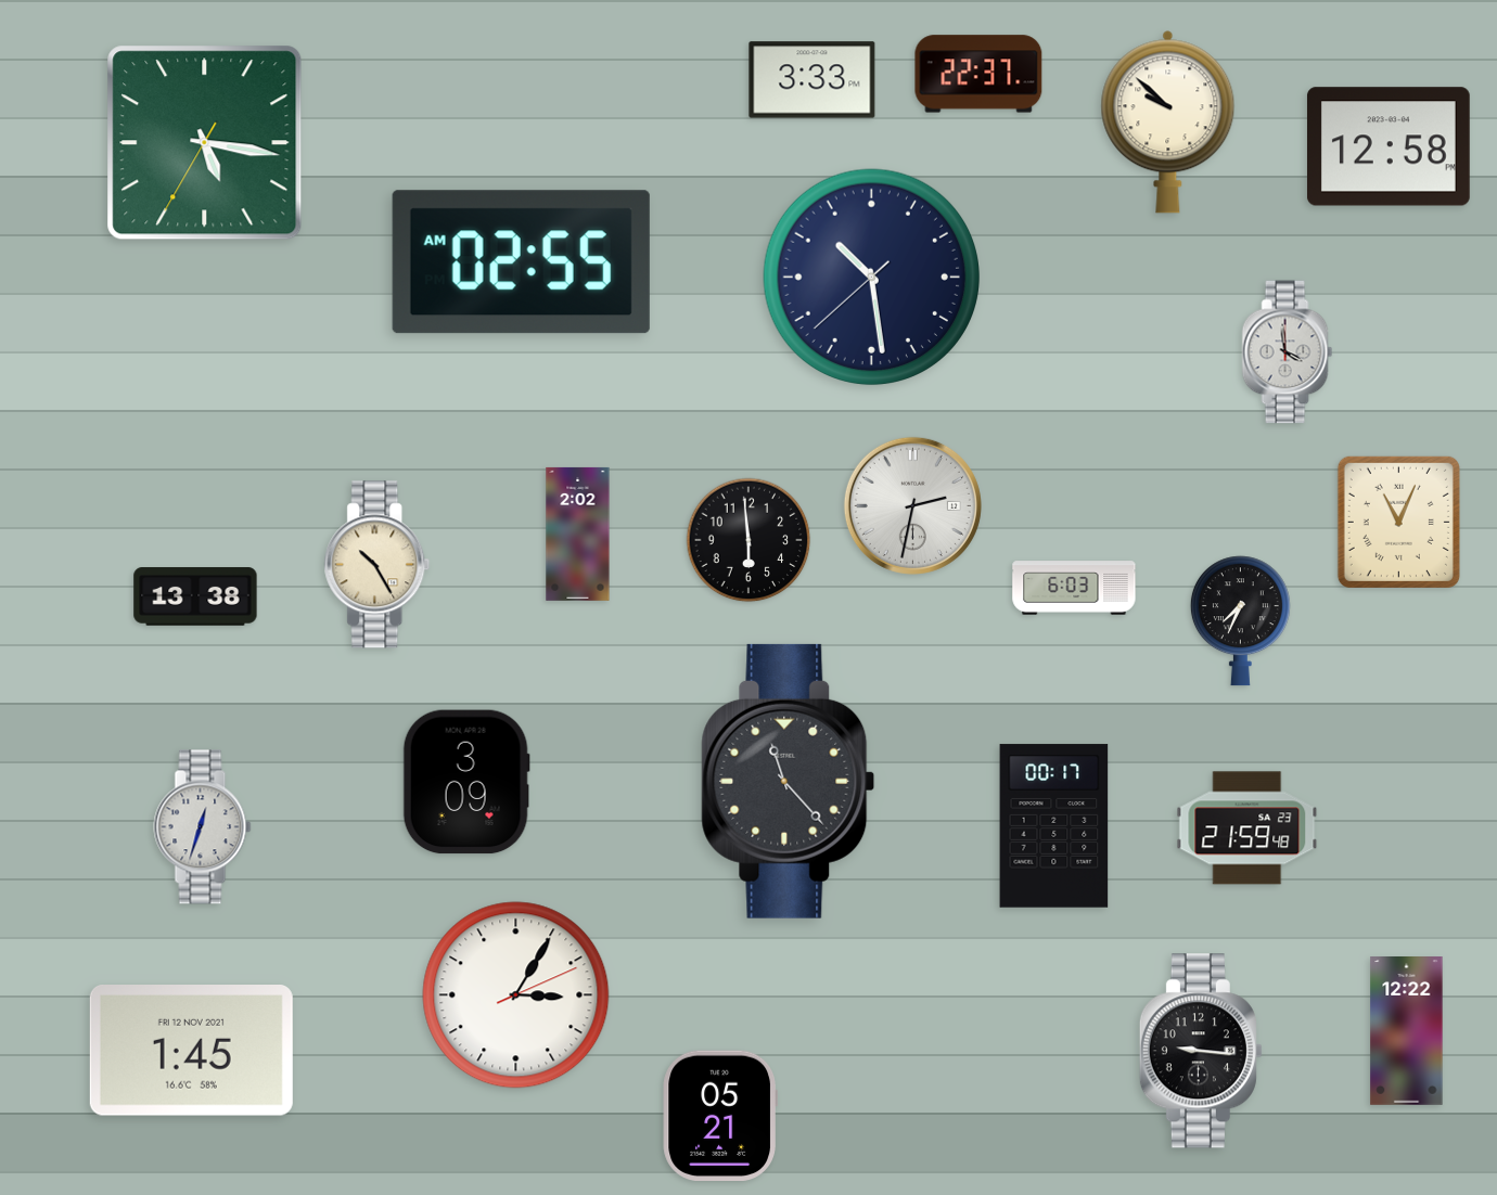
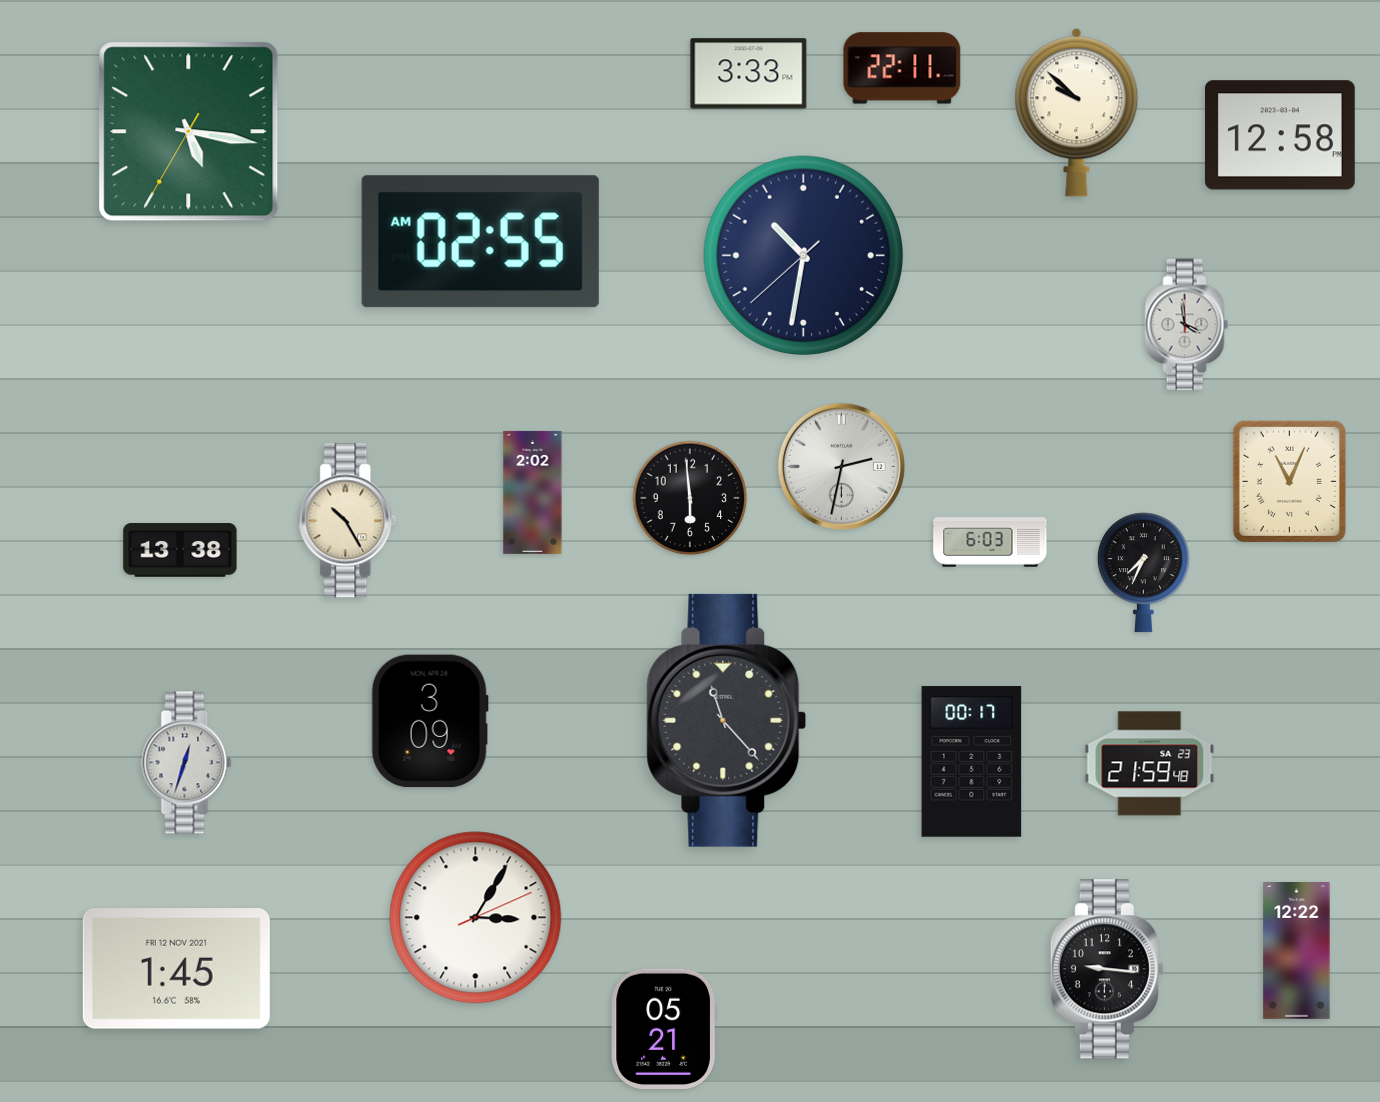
clock at (978, 74): 22:37 -> 22:11
clock at (872, 278): 10:28 -> 10:31
